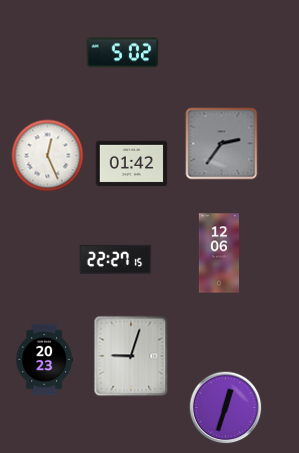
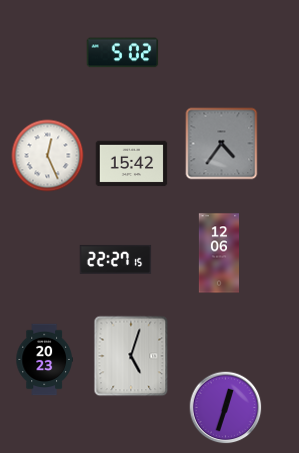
clock at (222, 144): 2:36 -> 4:36
clock at (132, 164): 01:42 -> 15:42
clock at (131, 356): 9:03 -> 5:03
